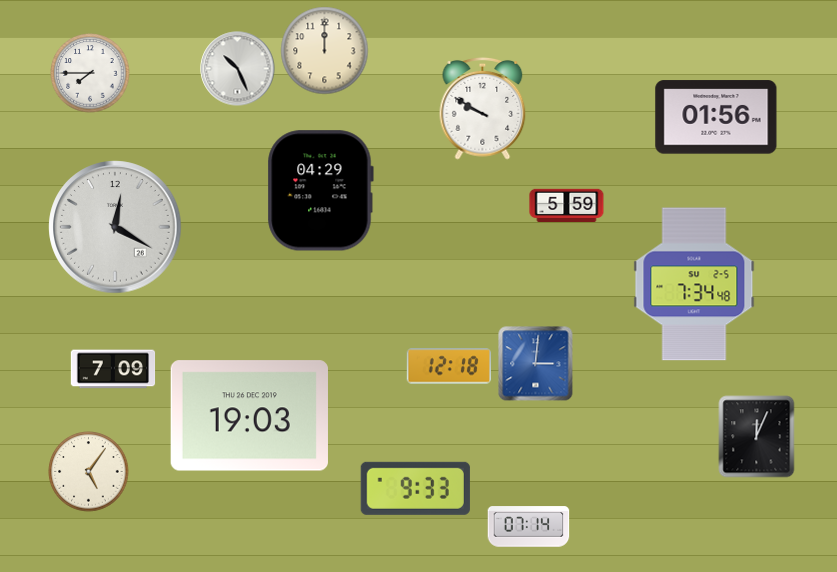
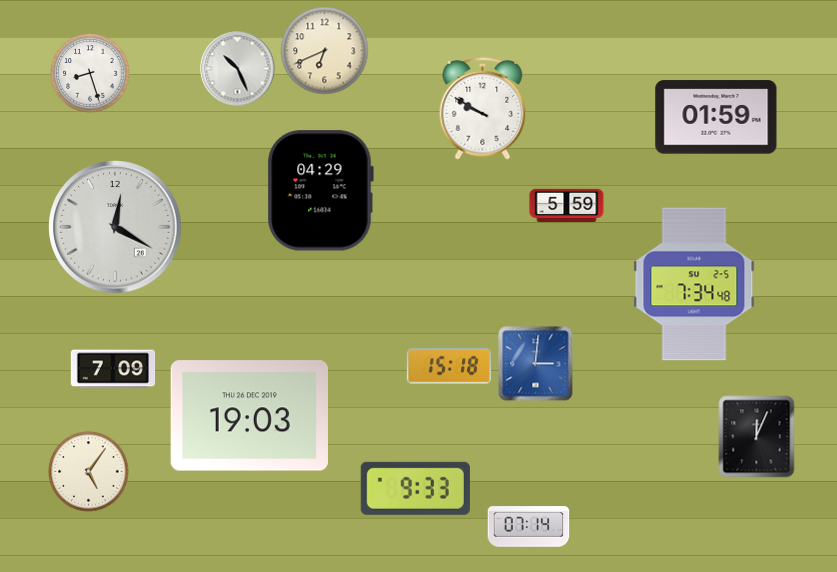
clock at (325, 51): 12:00 -> 6:41
clock at (90, 73): 7:45 -> 8:27
clock at (716, 117): 01:56 -> 01:59
clock at (448, 366): 12:18 -> 15:18
